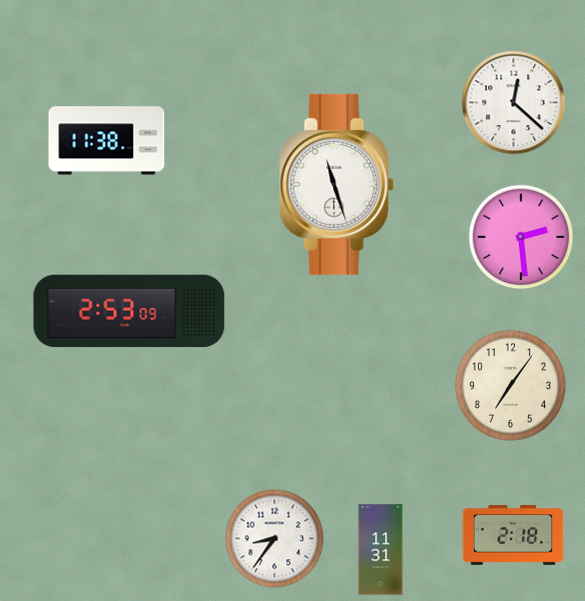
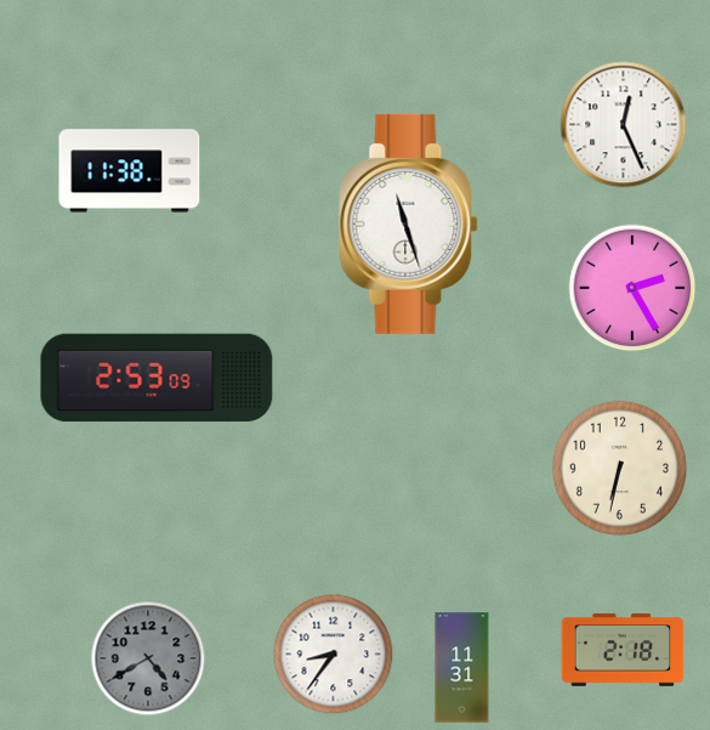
clock at (514, 103): 12:22 -> 12:26
clock at (521, 237): 2:29 -> 2:25
clock at (510, 385): 7:06 -> 6:32
clock at (148, 658): none -> 4:40
